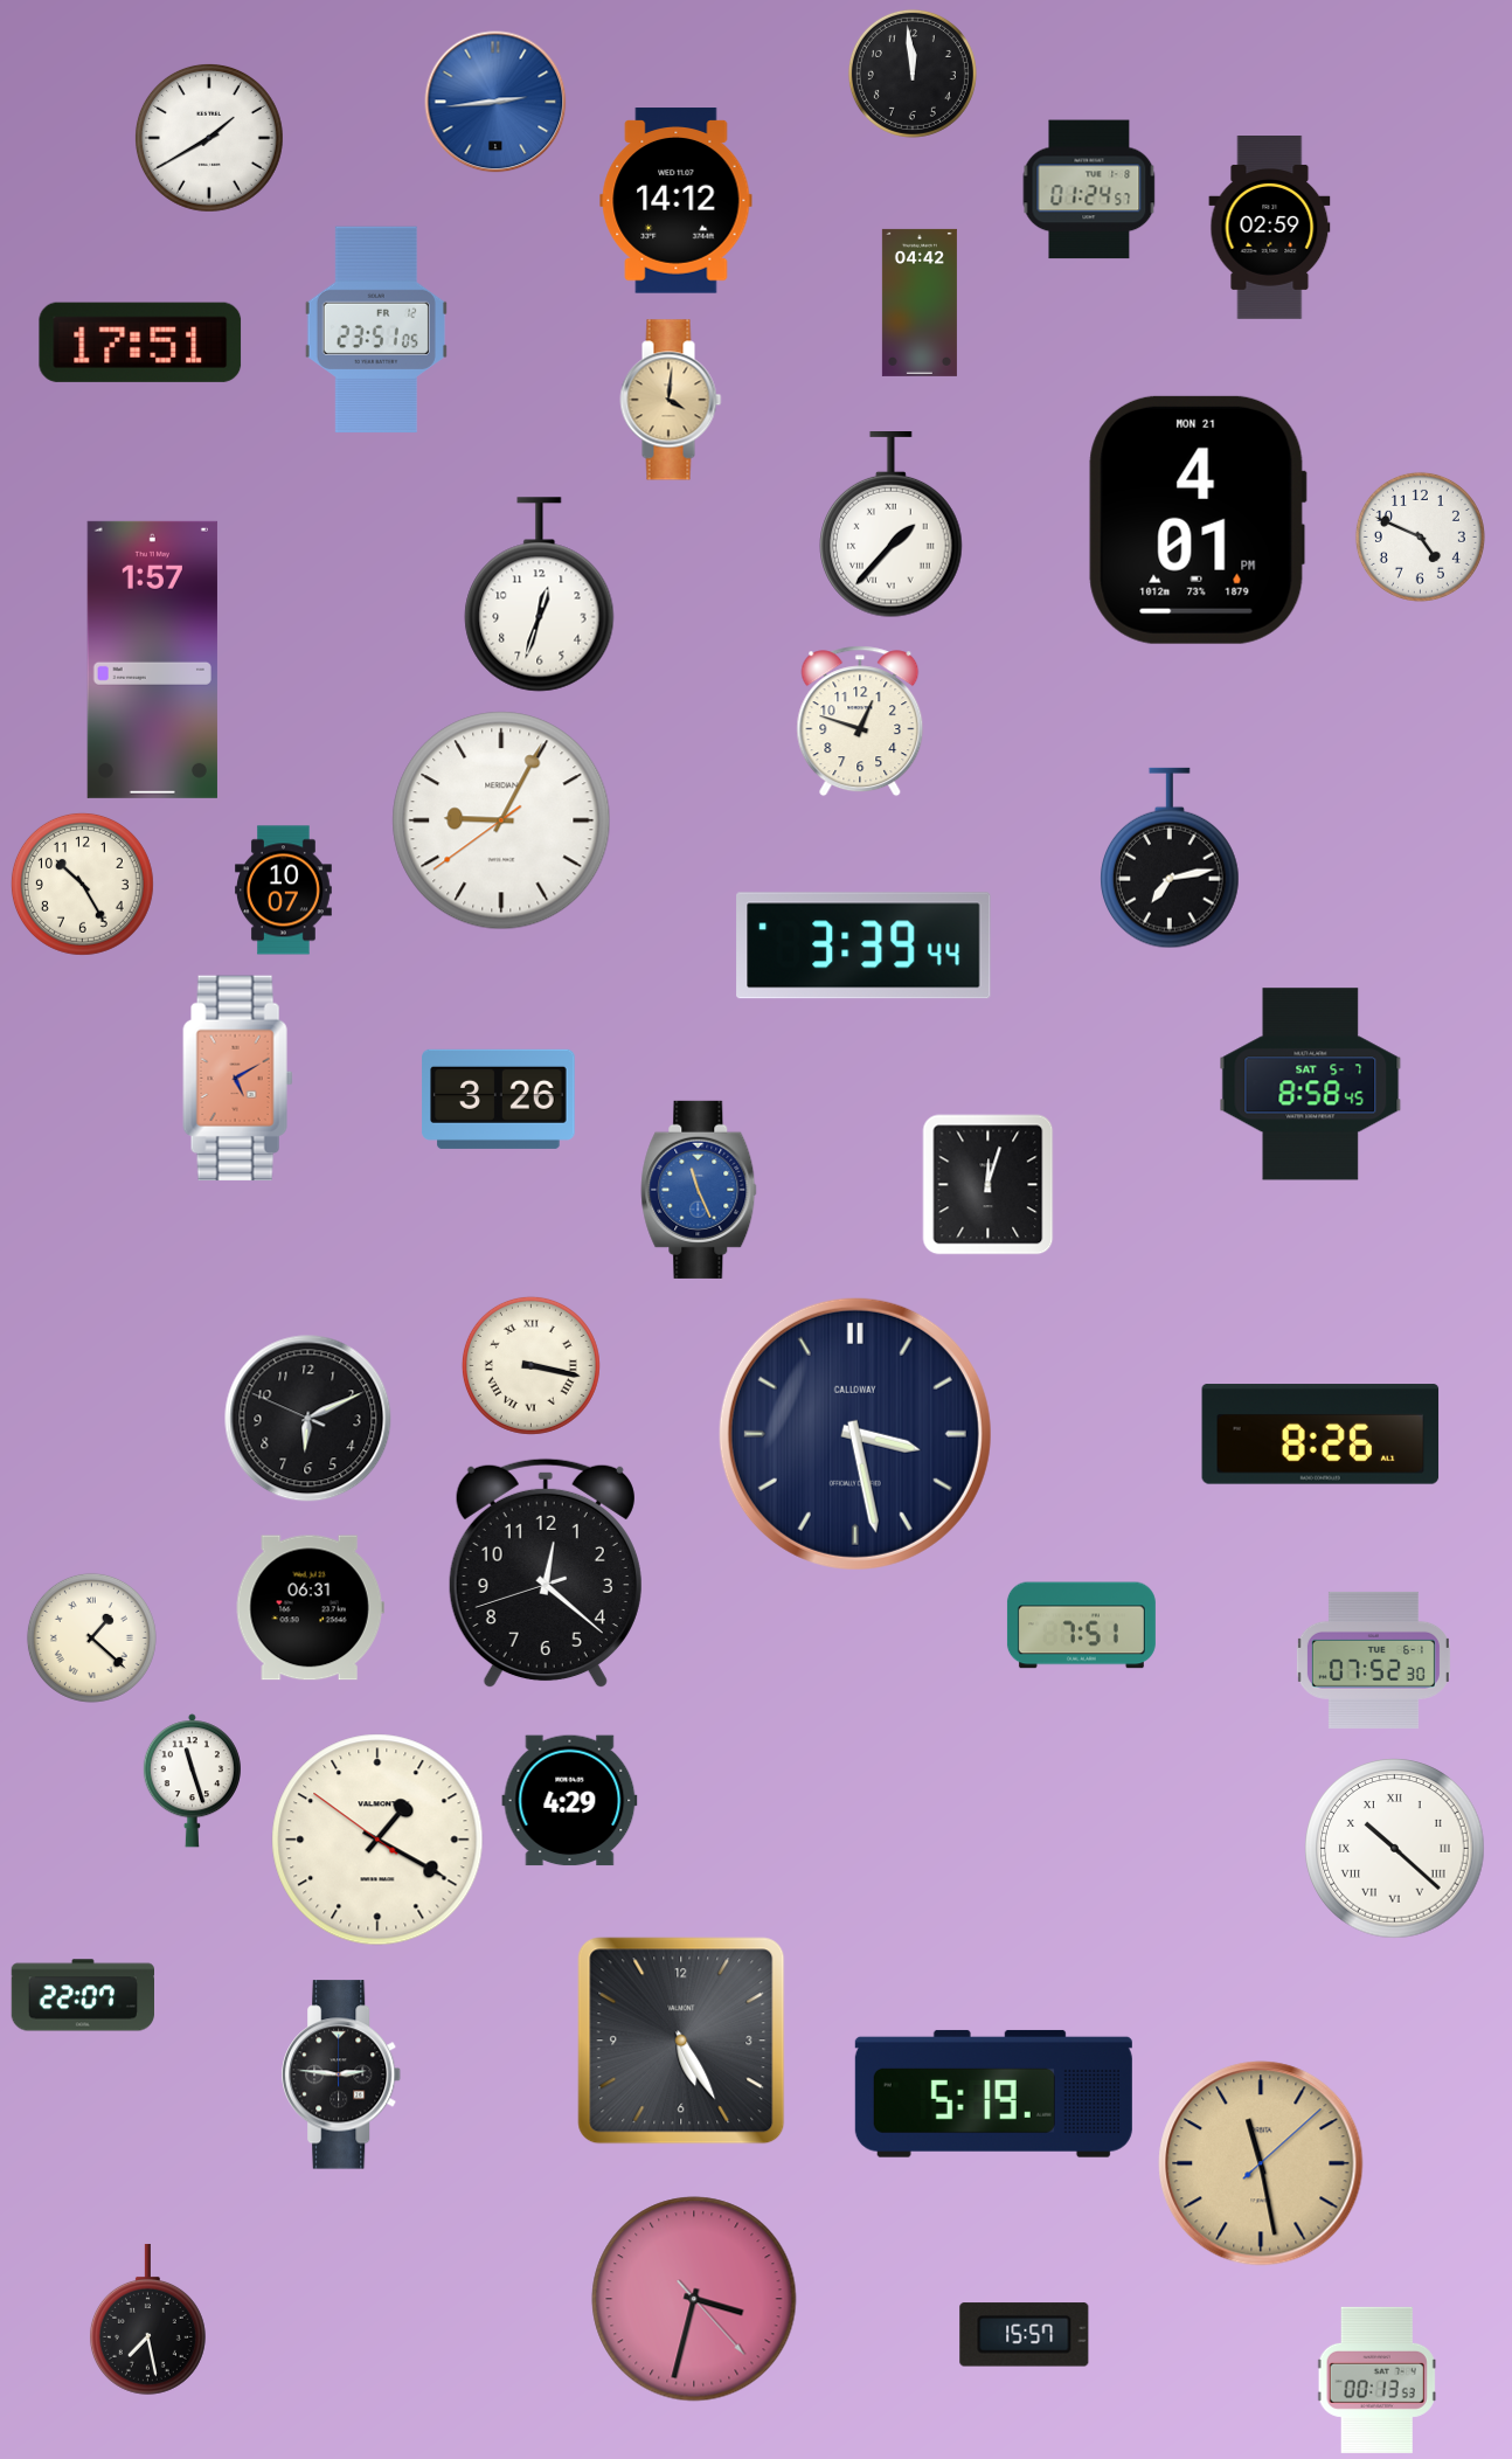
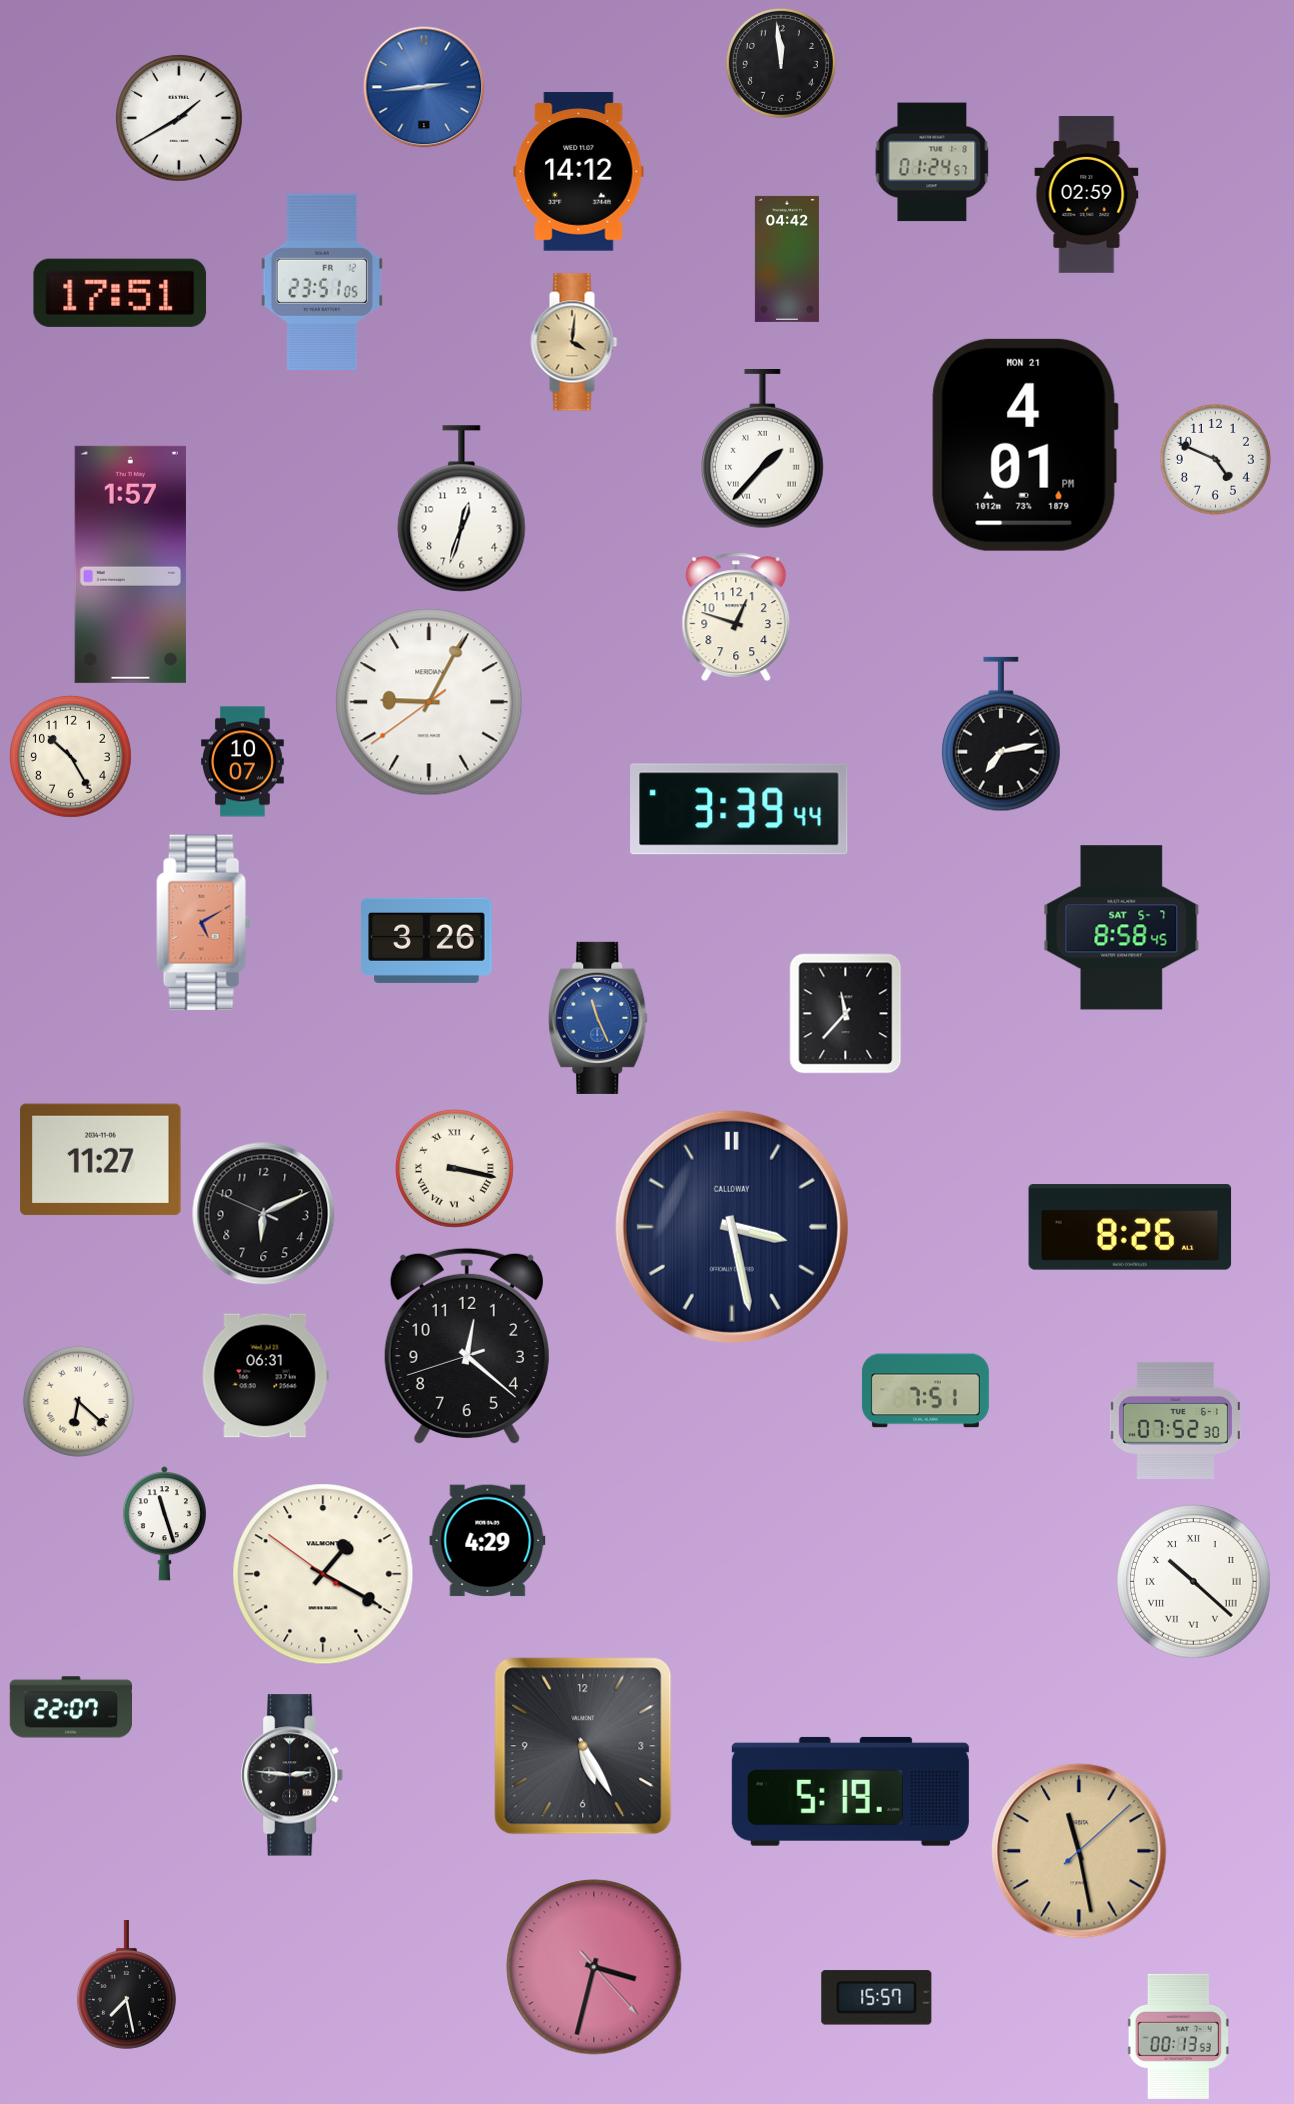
clock at (989, 1185): 12:03 -> 11:37
clock at (101, 1160): none -> 11:27
clock at (91, 1637): 1:22 -> 6:22
